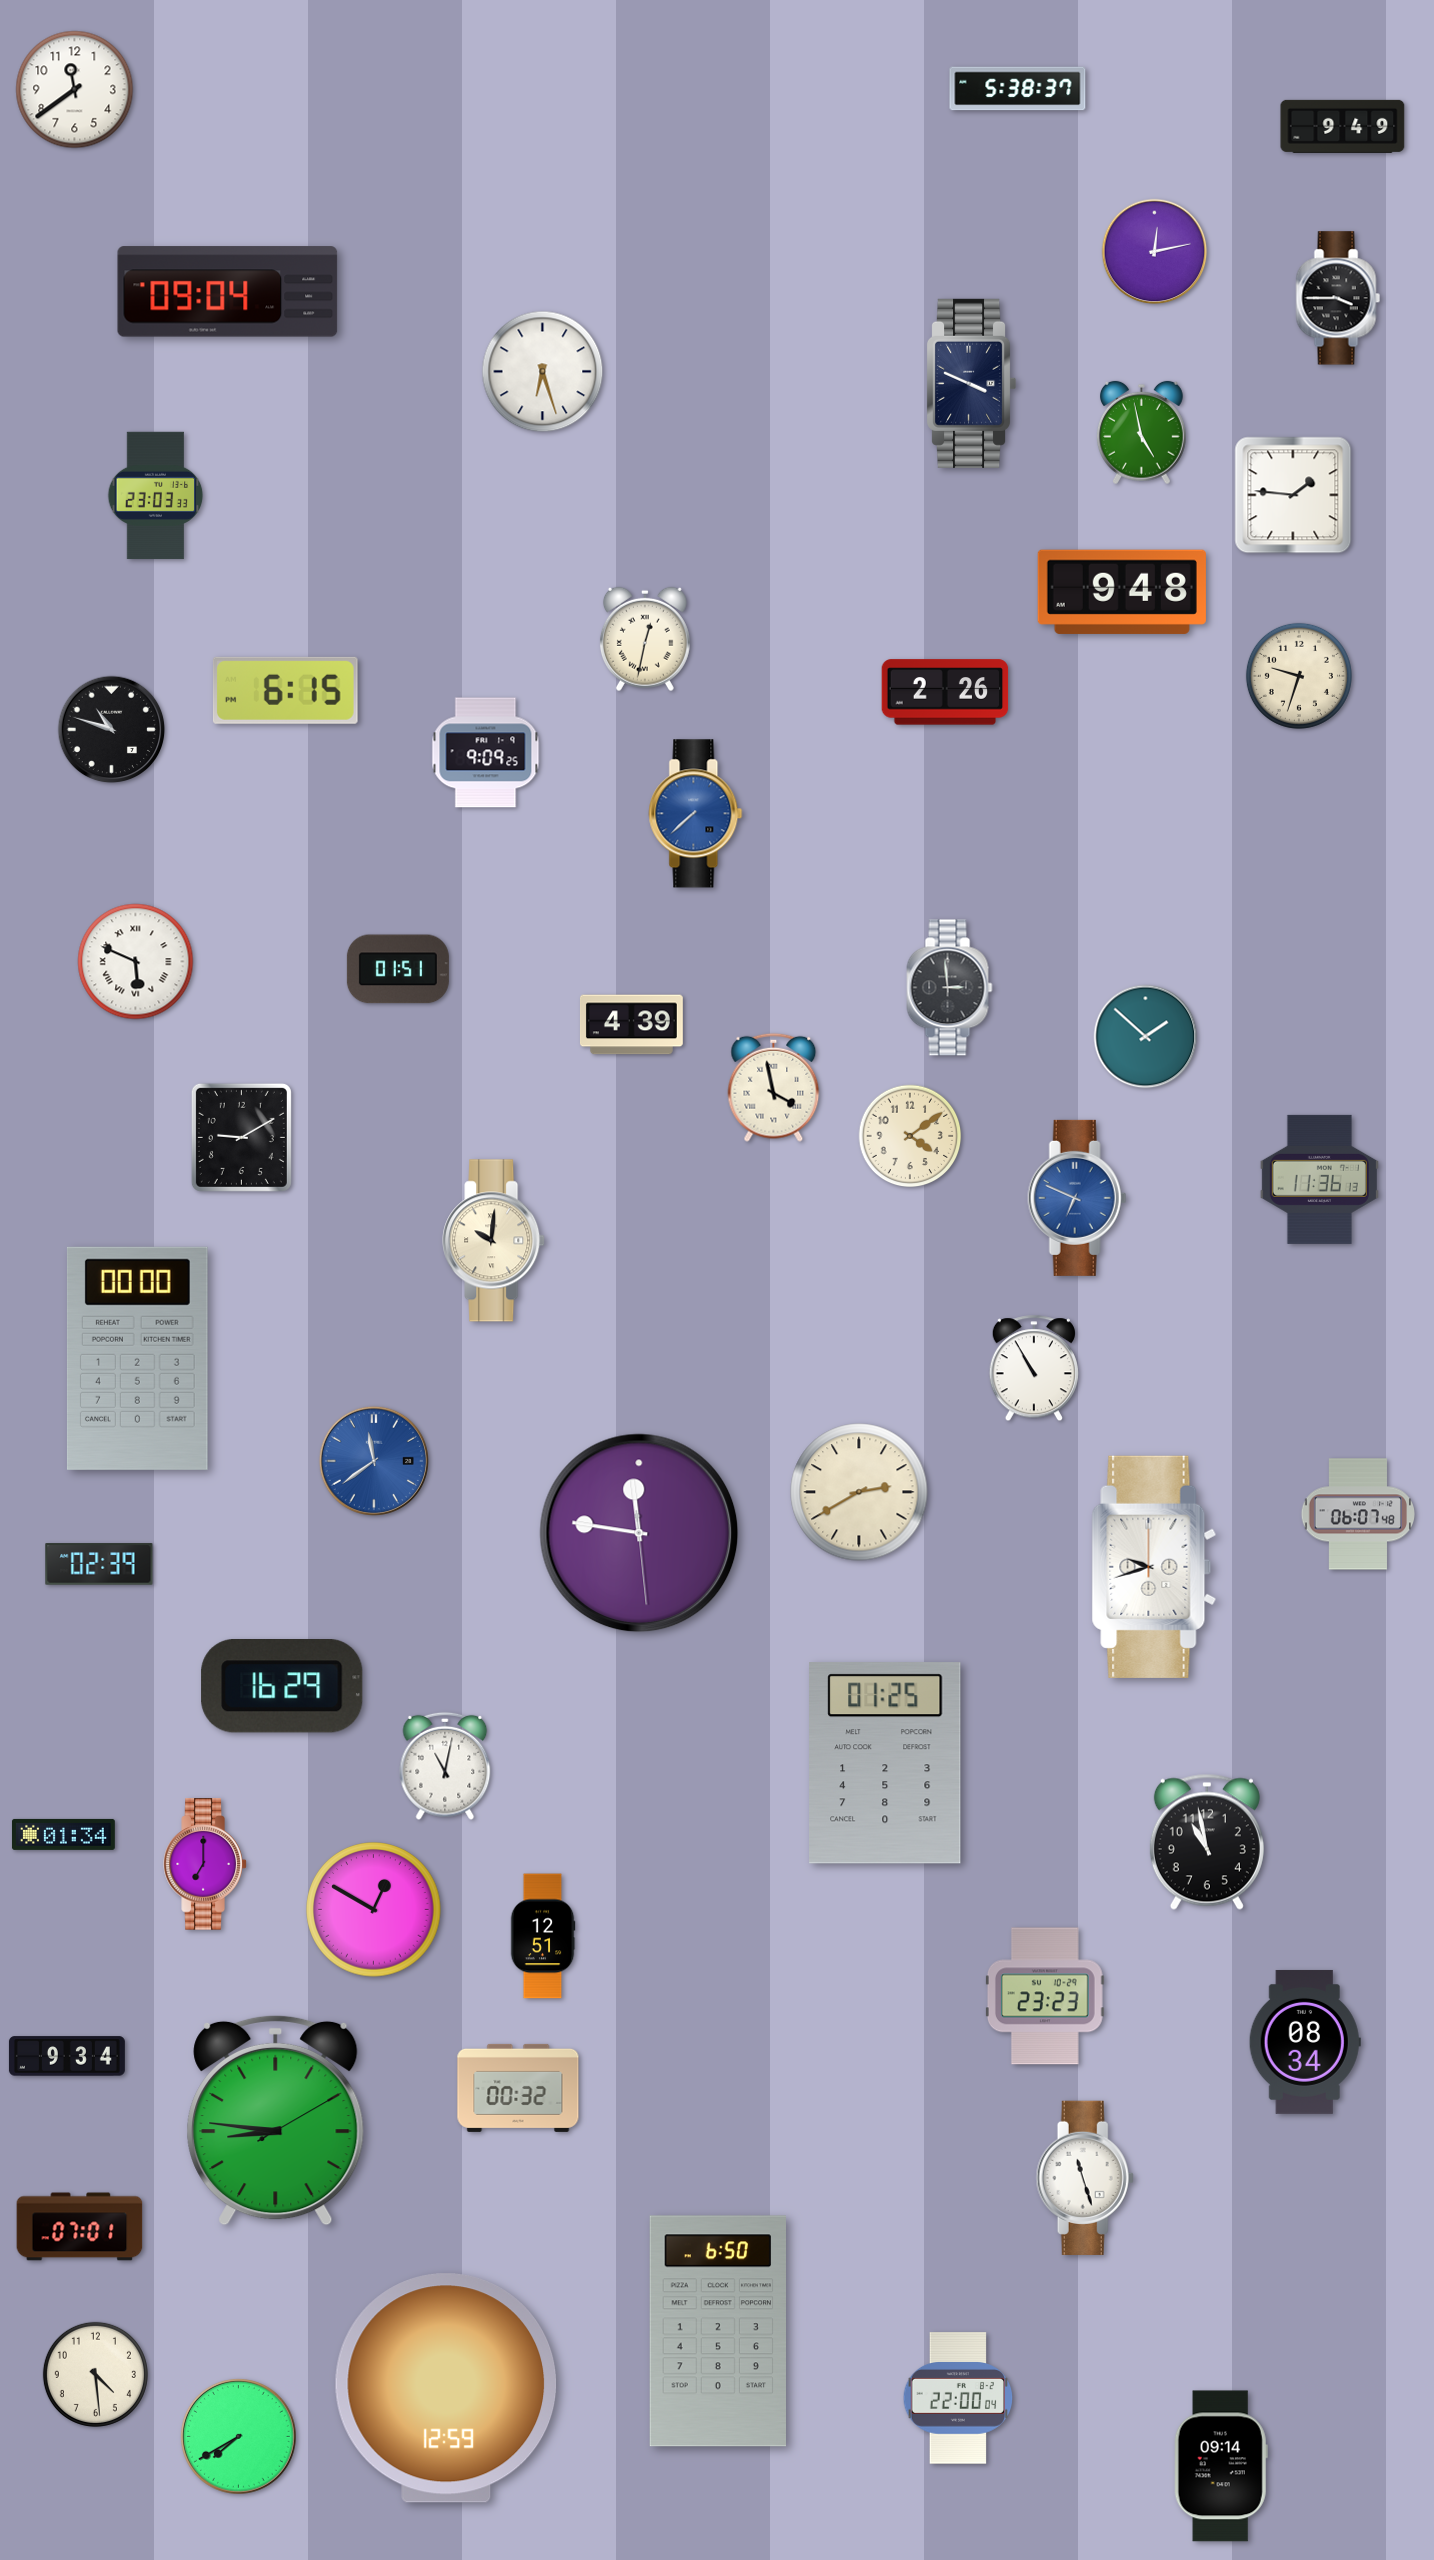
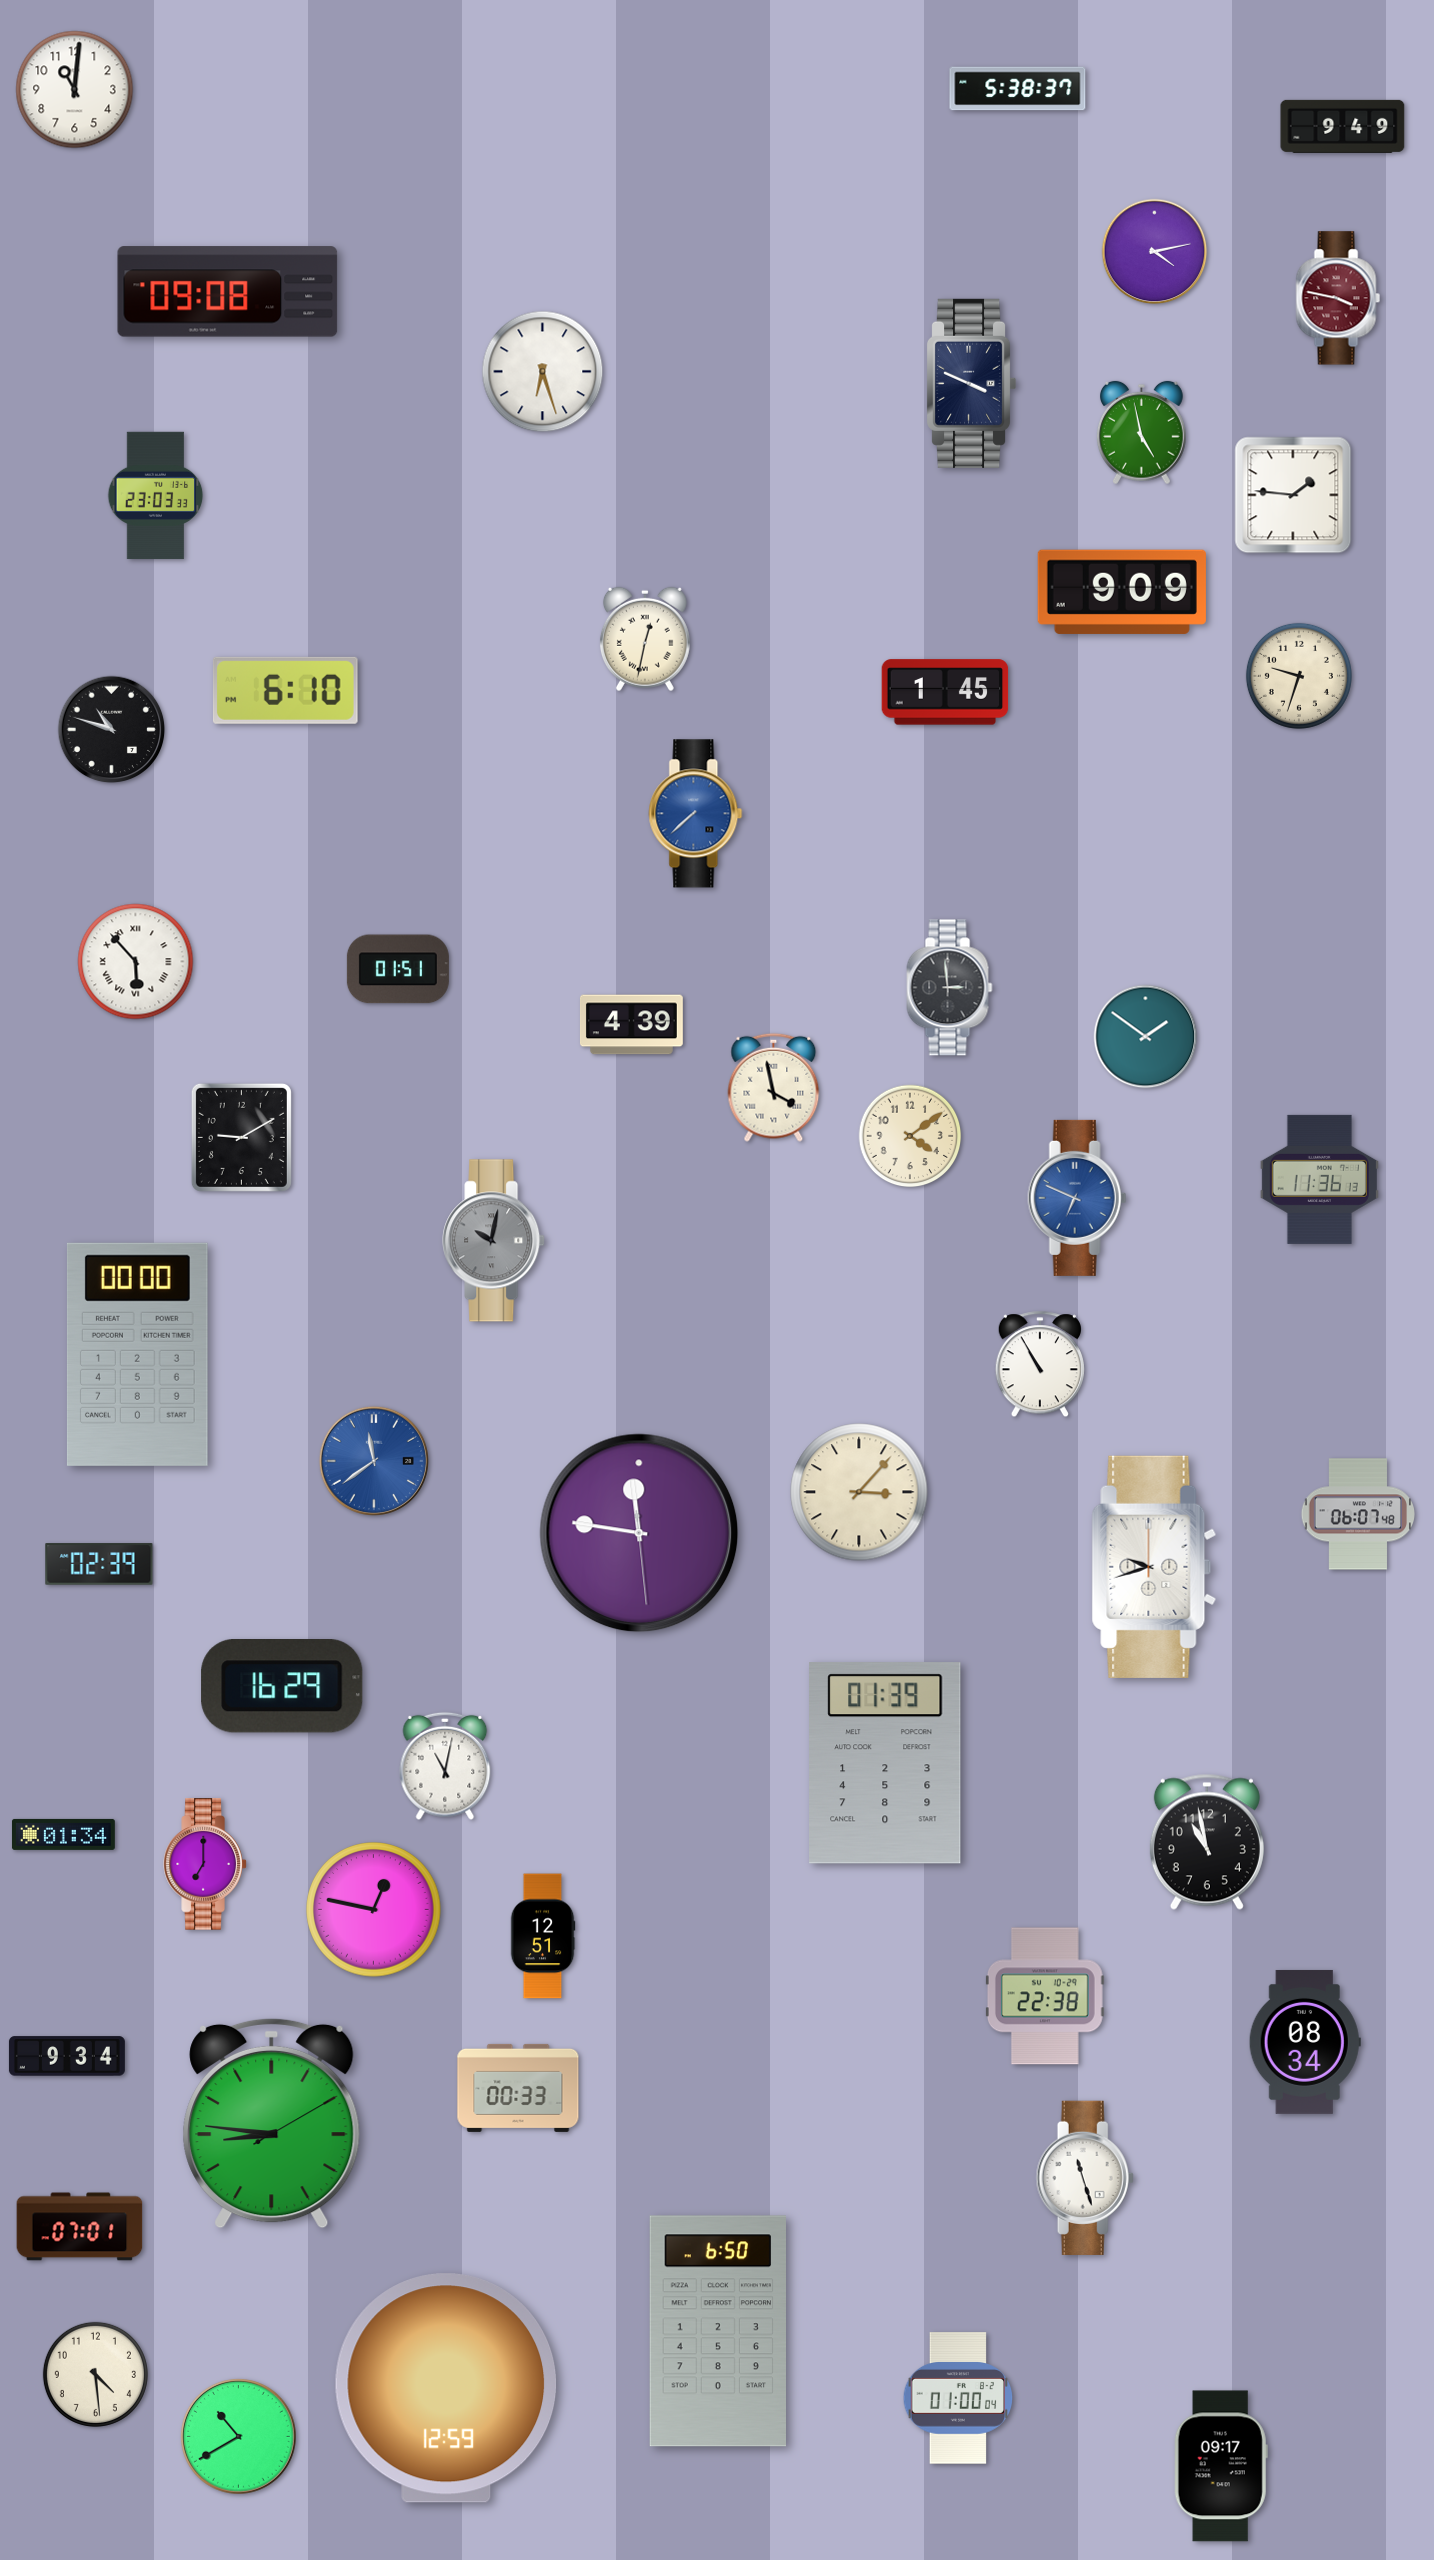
clock at (75, 90): 11:39 -> 11:01
clock at (1155, 252): 12:13 -> 4:13
clock at (228, 292): 09:04 -> 09:08
clock at (1338, 298): 3:45 -> 3:47
clock at (1338, 298) dial: black -> burgundy
clock at (1122, 592): 9:48 -> 9:09
clock at (285, 690): 6:15 -> 6:10
clock at (945, 692): 2:26 -> 1:45
clock at (486, 753): 9:09 -> none
clock at (136, 962): 5:49 -> 5:53
clock at (1146, 1037): 1:52 -> 1:51
clock at (494, 1241): 10:01 -> 10:02
clock at (494, 1241) dial: cream -> grey
clock at (137, 1358) position: (137, 1358) -> (137, 1354)
clock at (1034, 1369) position: (1034, 1369) -> (1040, 1365)
clock at (859, 1492): 2:40 -> 3:07
clock at (885, 1763): 01:25 -> 01:39
clock at (374, 1910): 12:50 -> 12:47
clock at (1045, 1996): 23:23 -> 22:38
clock at (518, 2088): 00:32 -> 00:33
clock at (276, 2120) position: (276, 2120) -> (272, 2123)
clock at (958, 2398): 22:00 -> 01:00
clock at (238, 2436): 7:40 -> 10:40
clock at (1221, 2466): 09:14 -> 09:17
